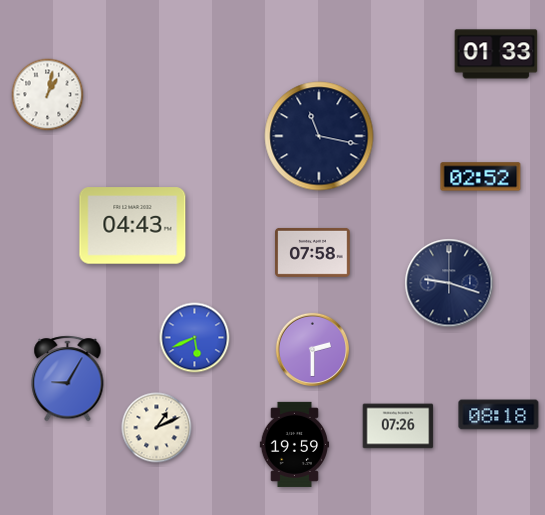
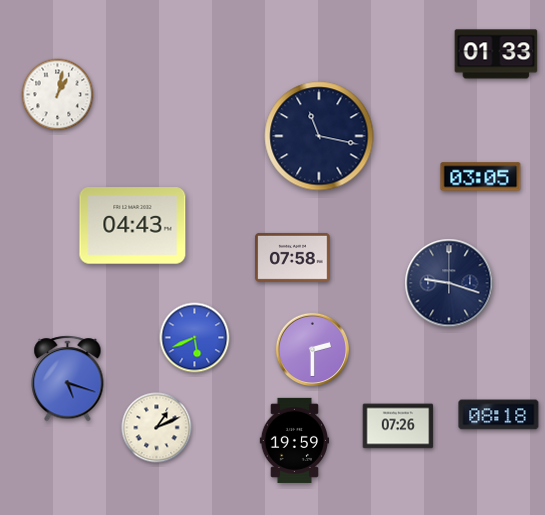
clock at (48, 95) position: (48, 95) -> (58, 95)
clock at (481, 177): 02:52 -> 03:05
clock at (313, 252) position: (313, 252) -> (293, 257)
clock at (68, 379): 9:05 -> 5:18
clock at (295, 444) position: (295, 444) -> (295, 440)
